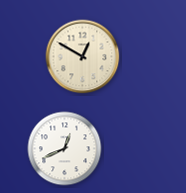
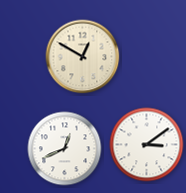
clock at (147, 145): none -> 3:09
